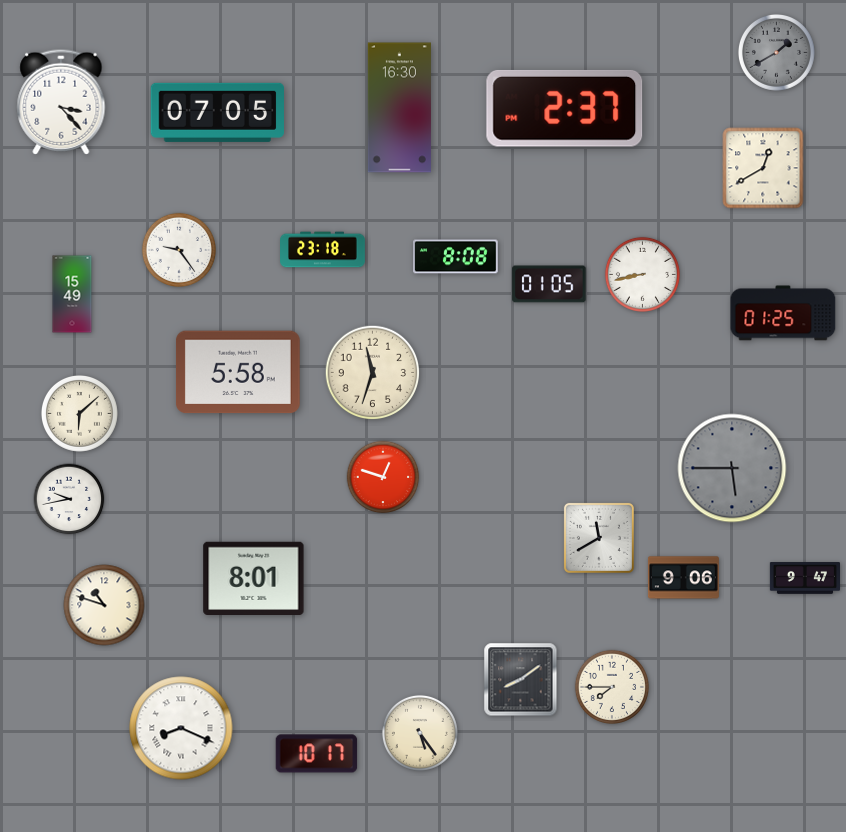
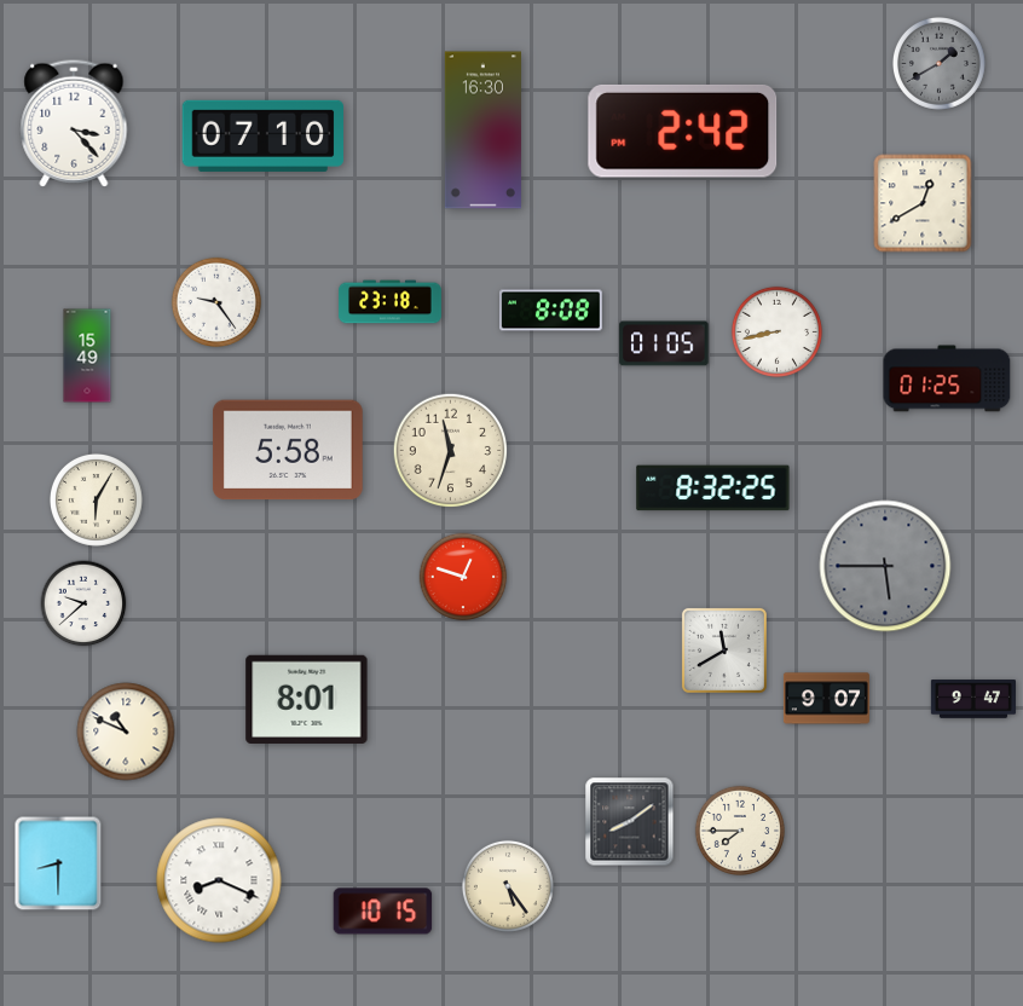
clock at (565, 108): 2:37 -> 2:42
clock at (217, 112): 07:05 -> 07:10
clock at (713, 488): none -> 8:32
clock at (79, 413): 6:08 -> 6:05
clock at (69, 499): 9:43 -> 9:38
clock at (683, 578): 9:06 -> 9:07
clock at (104, 605): 10:48 -> 10:49
clock at (58, 863): none -> 8:30
clock at (317, 754): 10:17 -> 10:15
